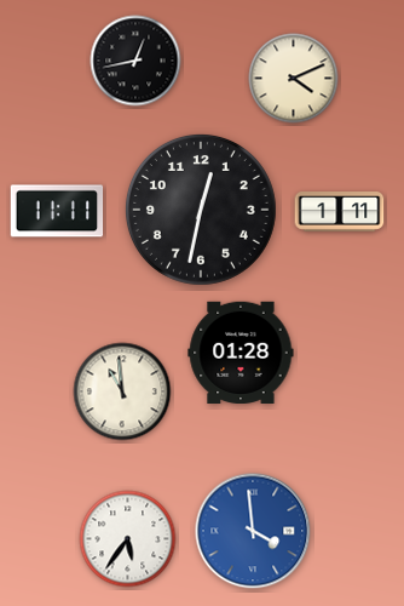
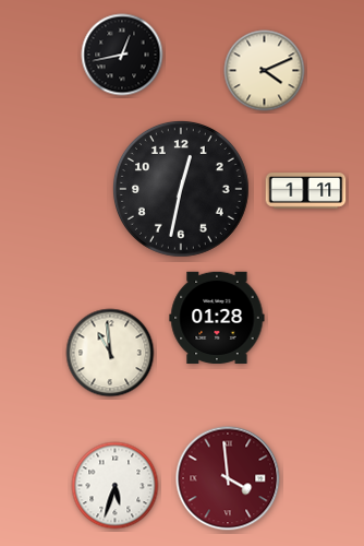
clock at (57, 211): 11:11 -> none
clock at (253, 531) dial: blue -> burgundy
clock at (128, 539): 5:36 -> 5:33
